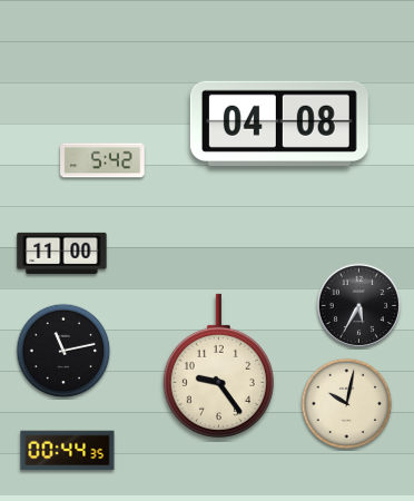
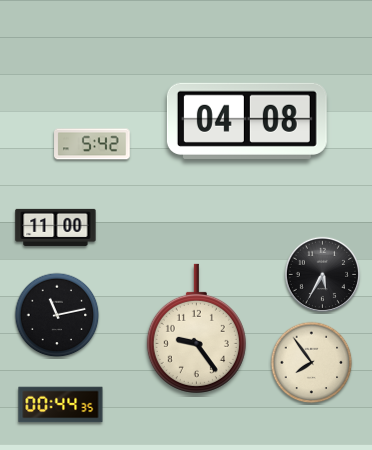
clock at (279, 124) position: (279, 124) -> (247, 121)
clock at (347, 404): 10:02 -> 7:54
